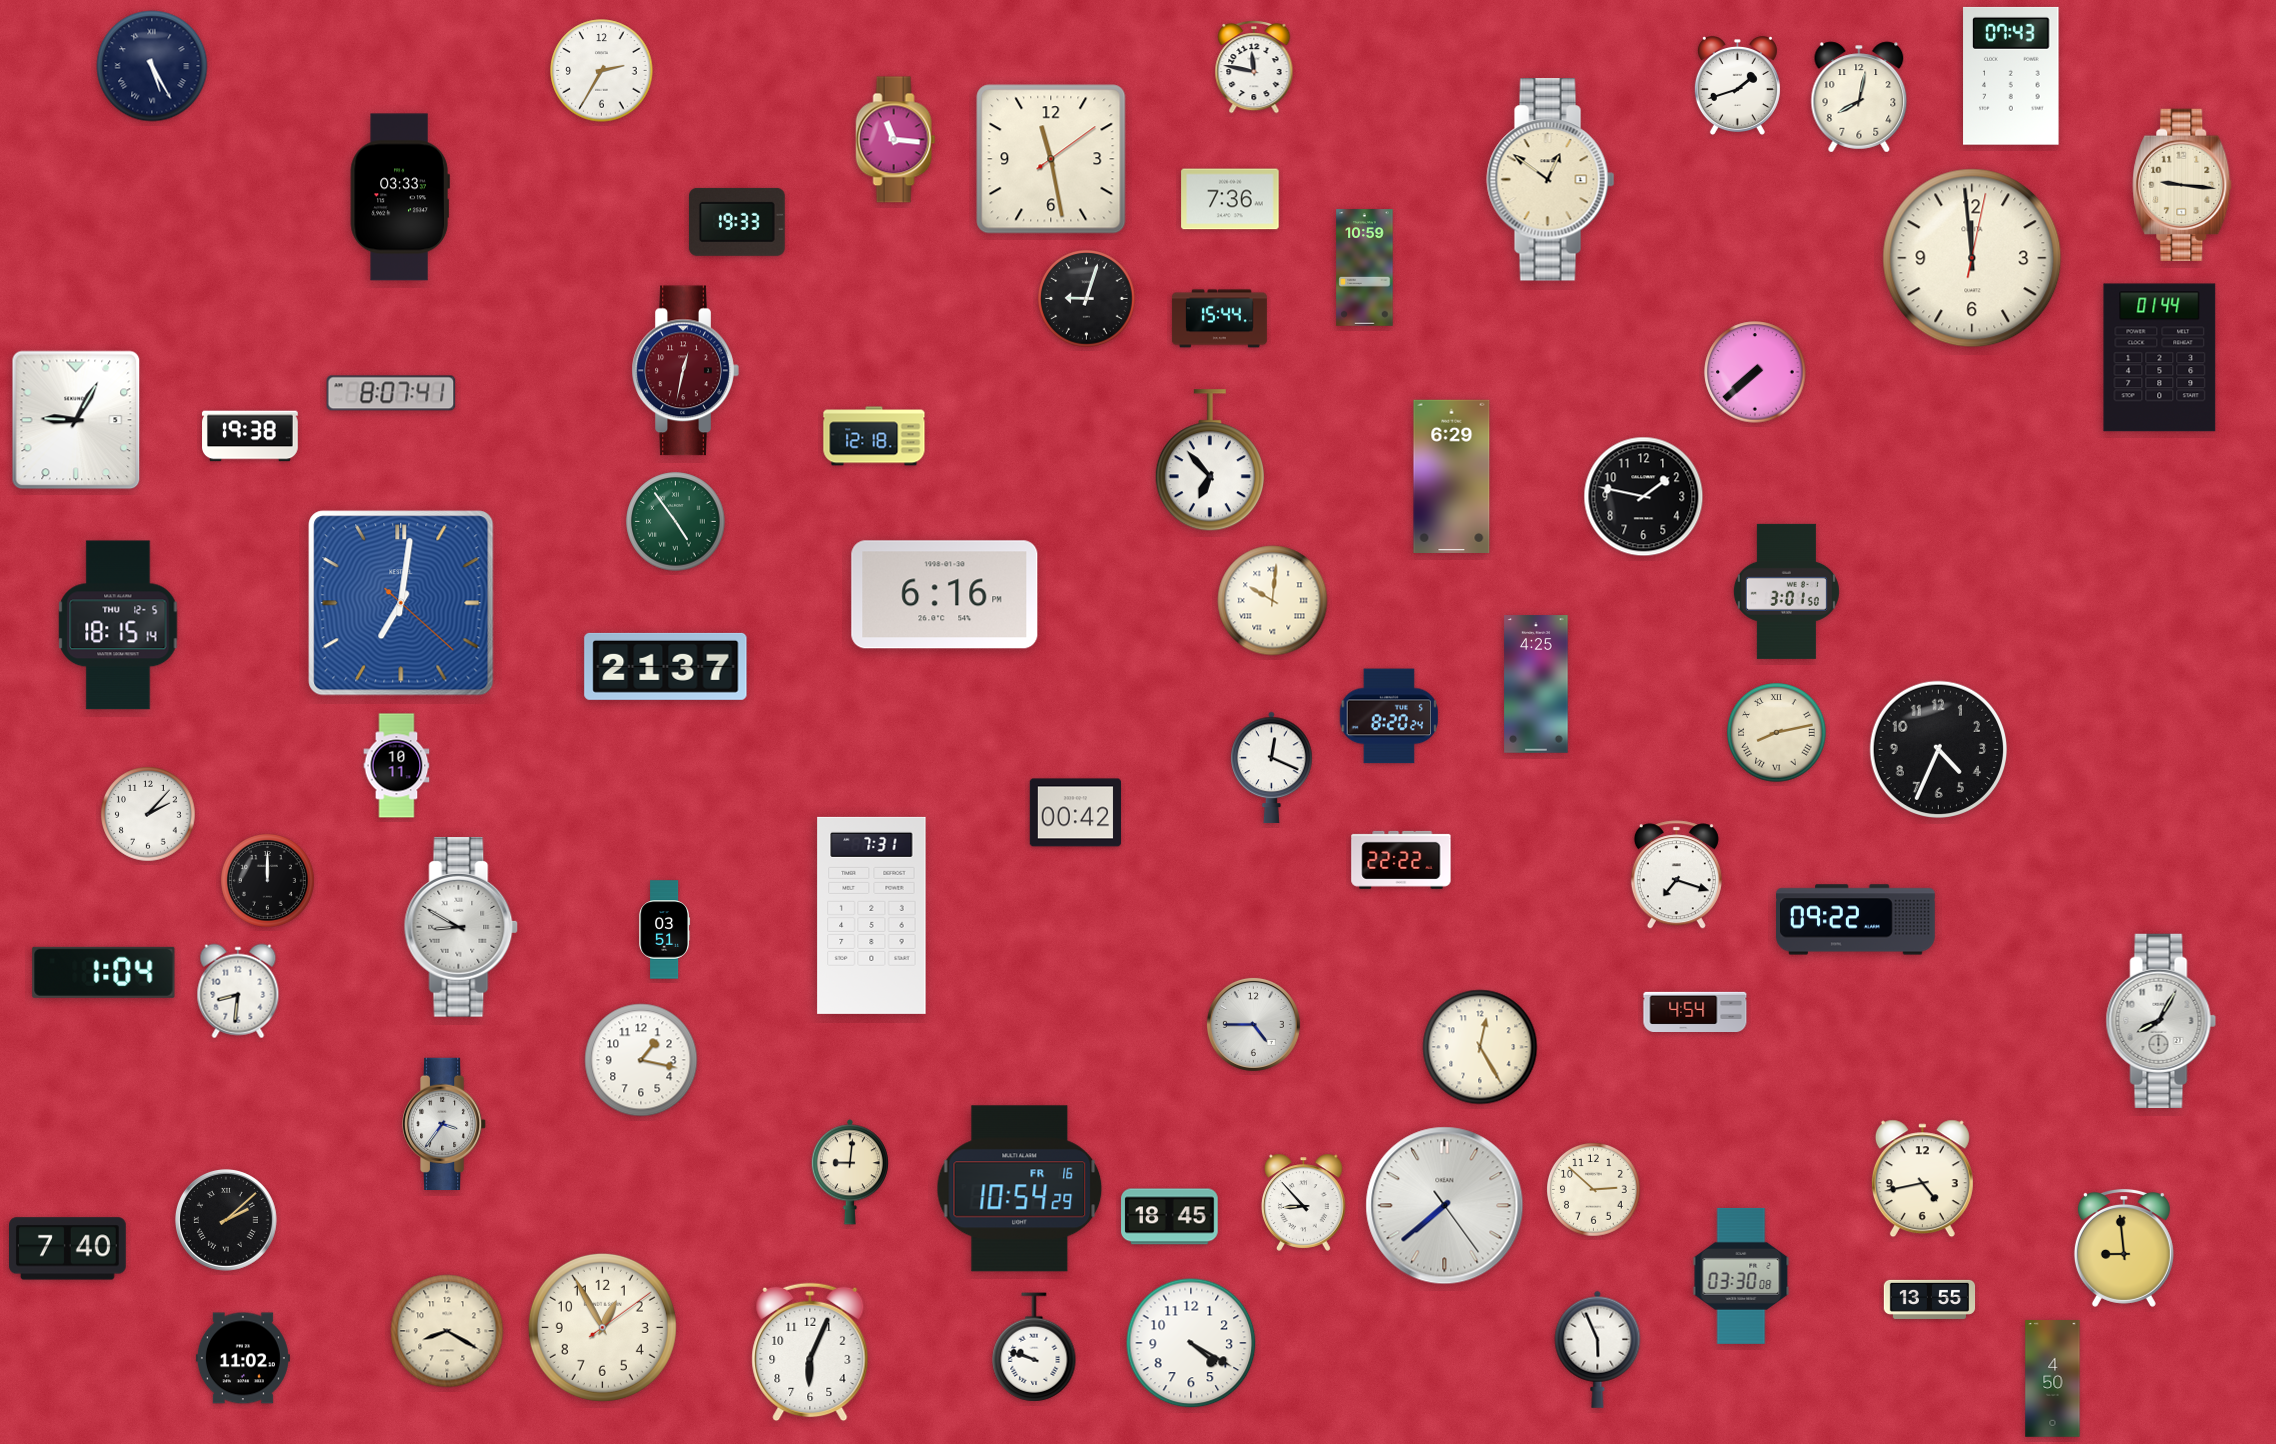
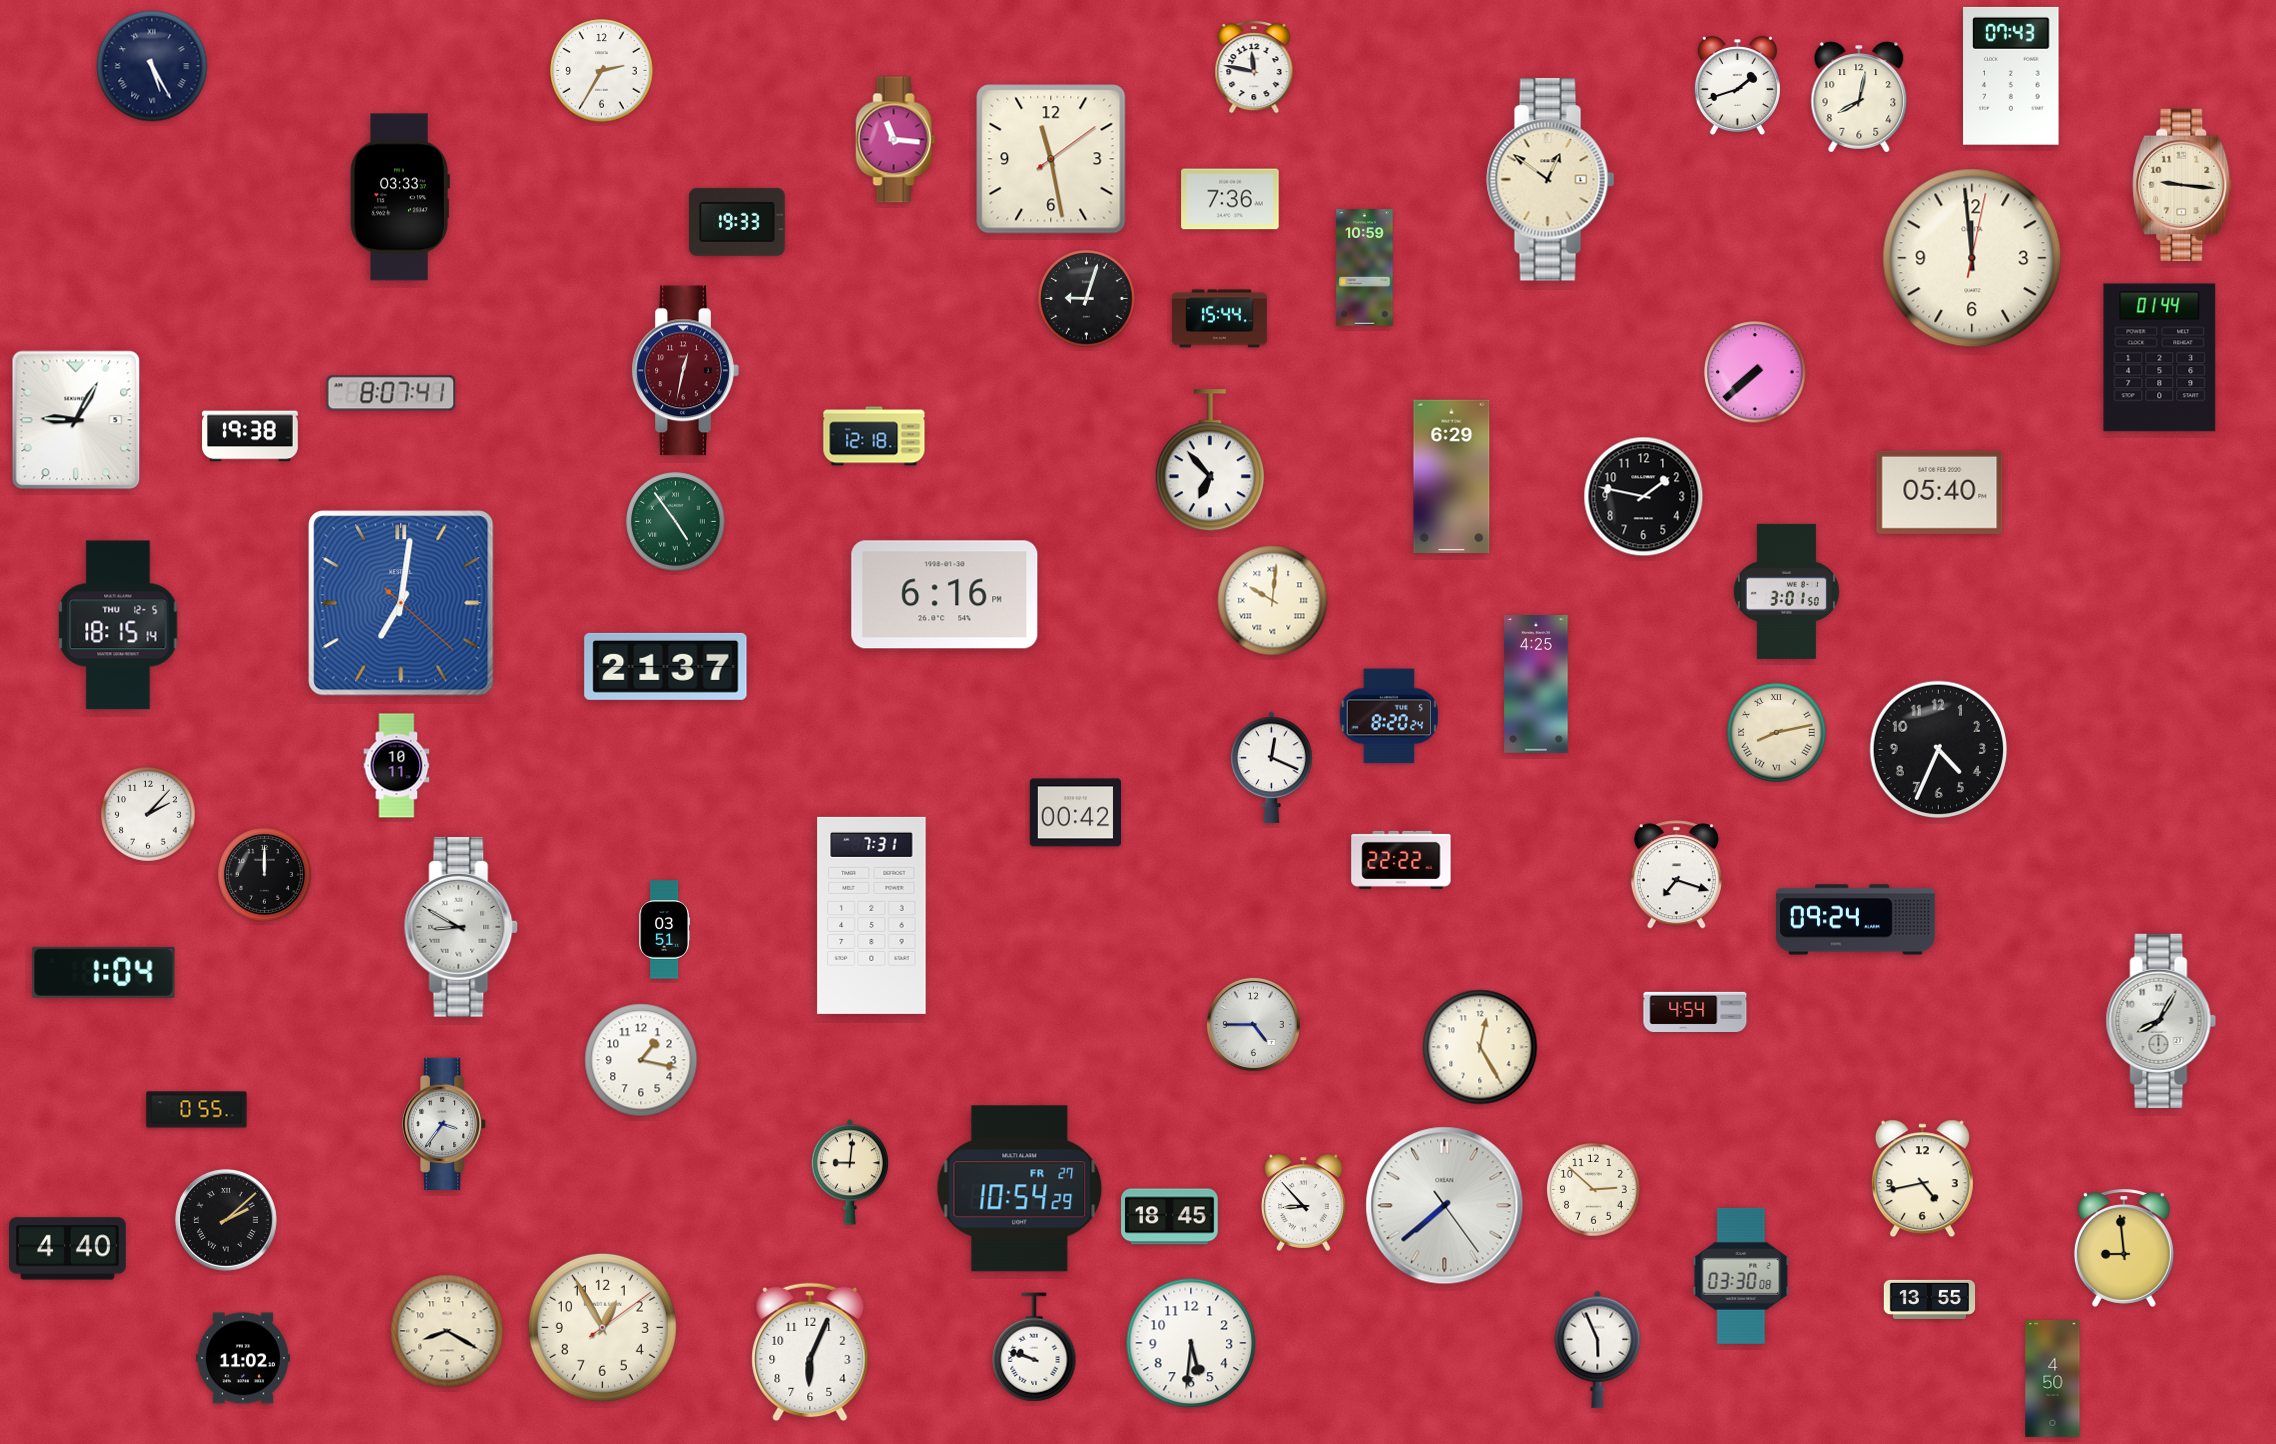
clock at (1940, 492): none -> 05:40
clock at (268, 881) position: (268, 881) -> (265, 875)
clock at (1856, 920): 09:22 -> 09:24
clock at (238, 991): 8:31 -> none
clock at (197, 1110): none -> 0:55
clock at (1020, 1189) date: FR 16 -> FR 27
clock at (68, 1249): 7:40 -> 4:40
clock at (1191, 1343): 4:20 -> 5:31
